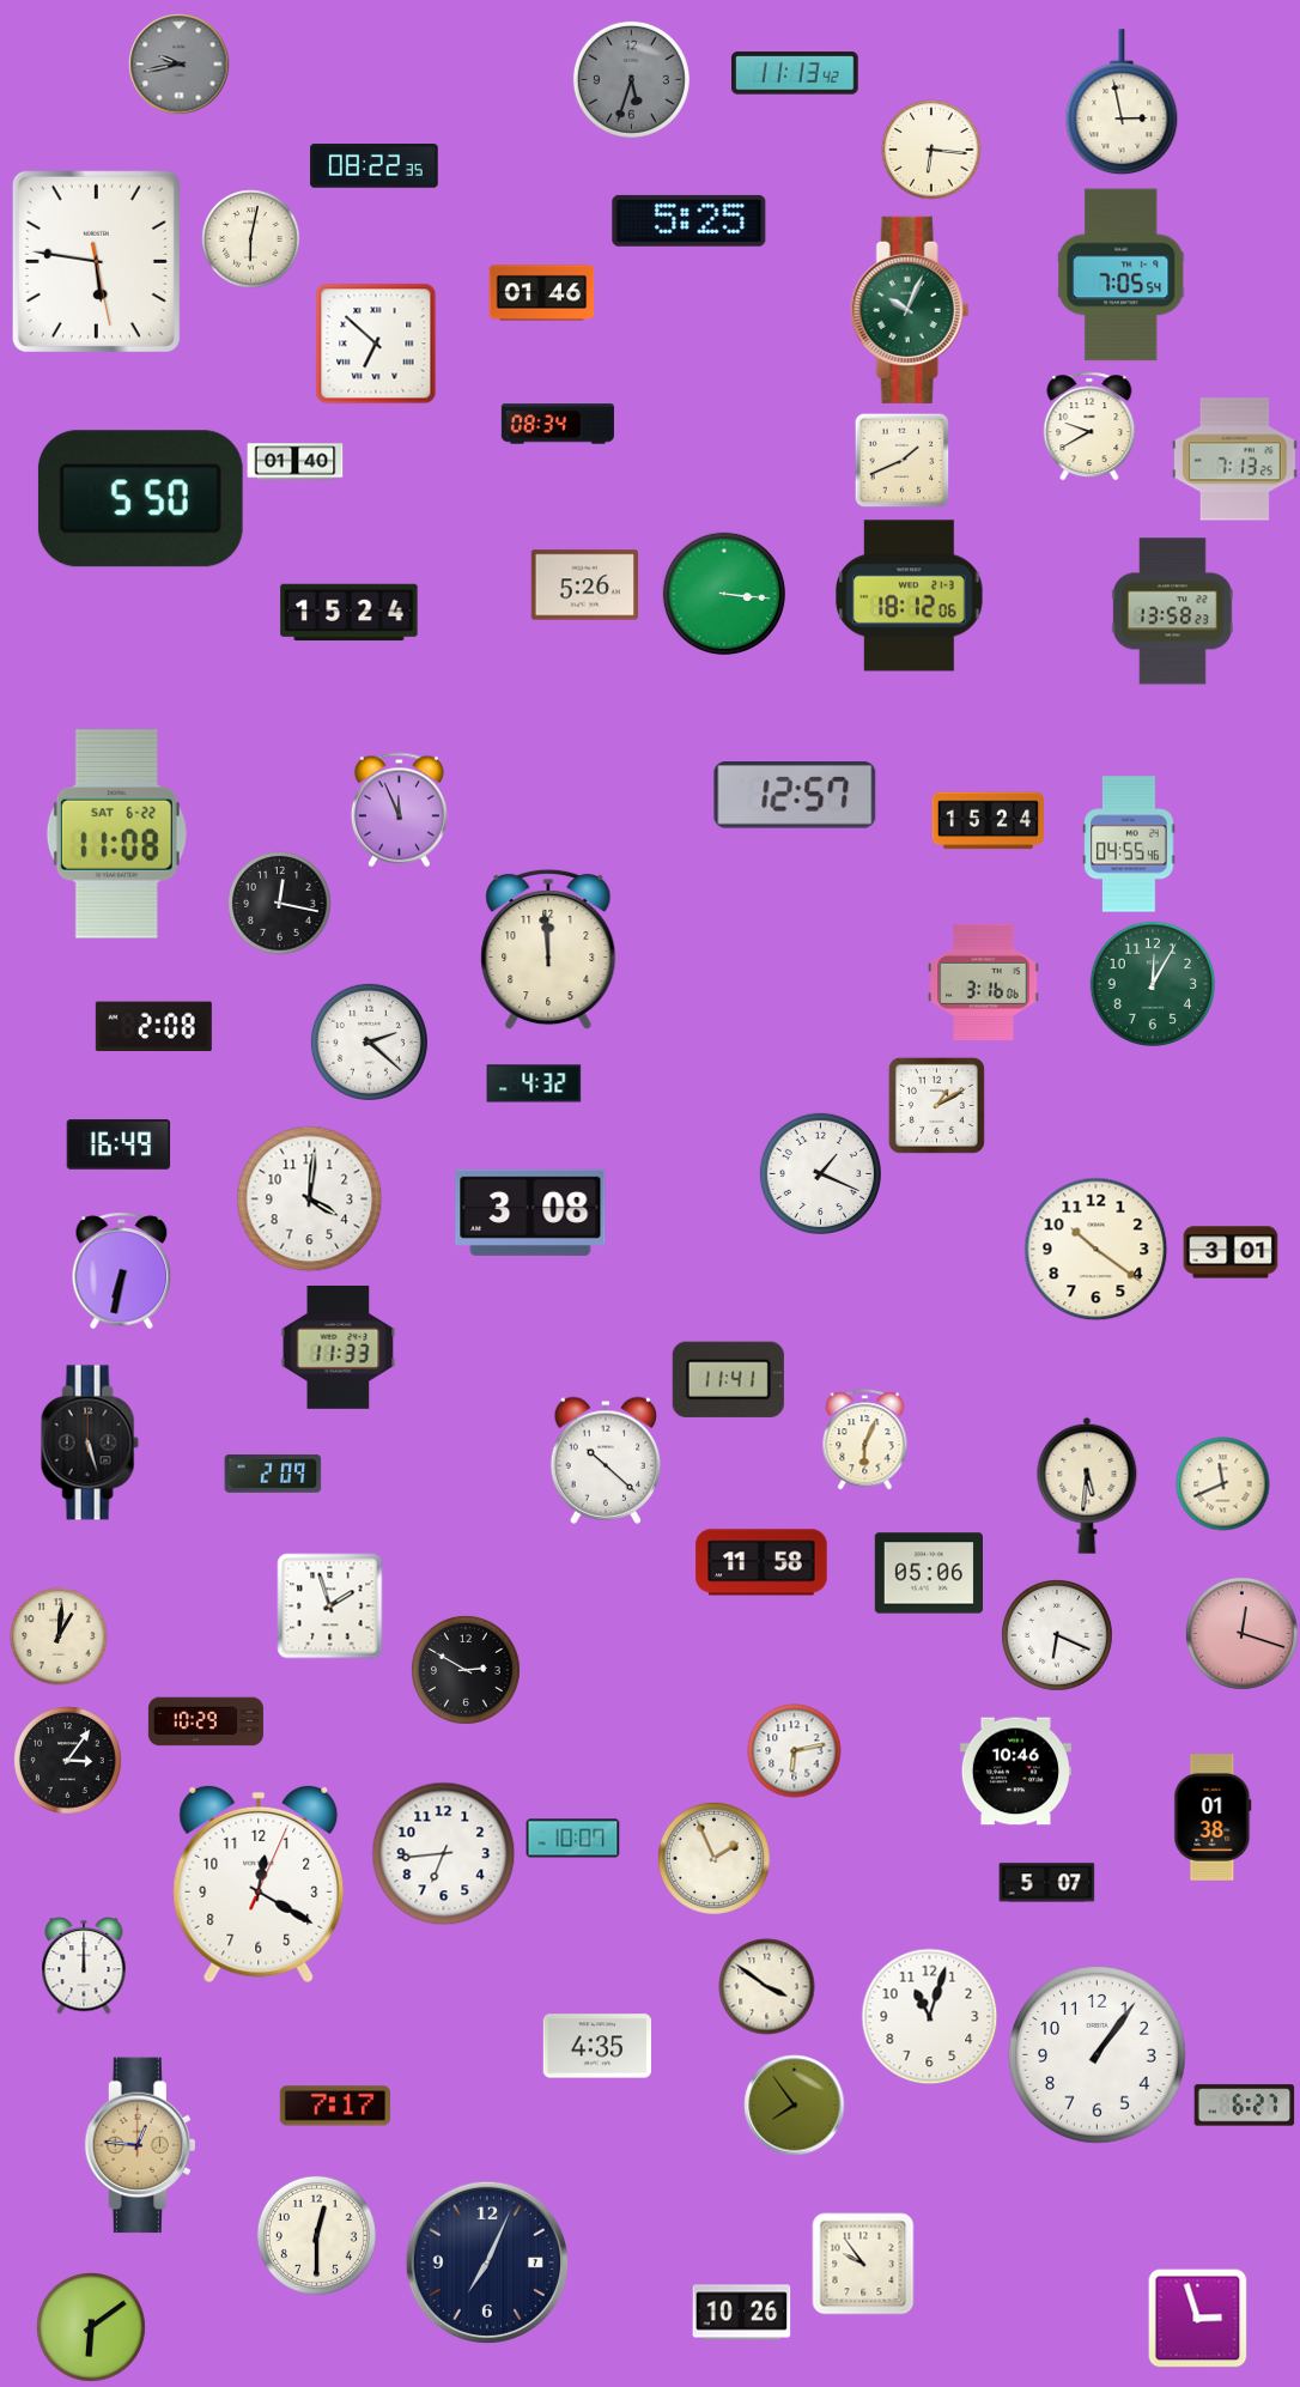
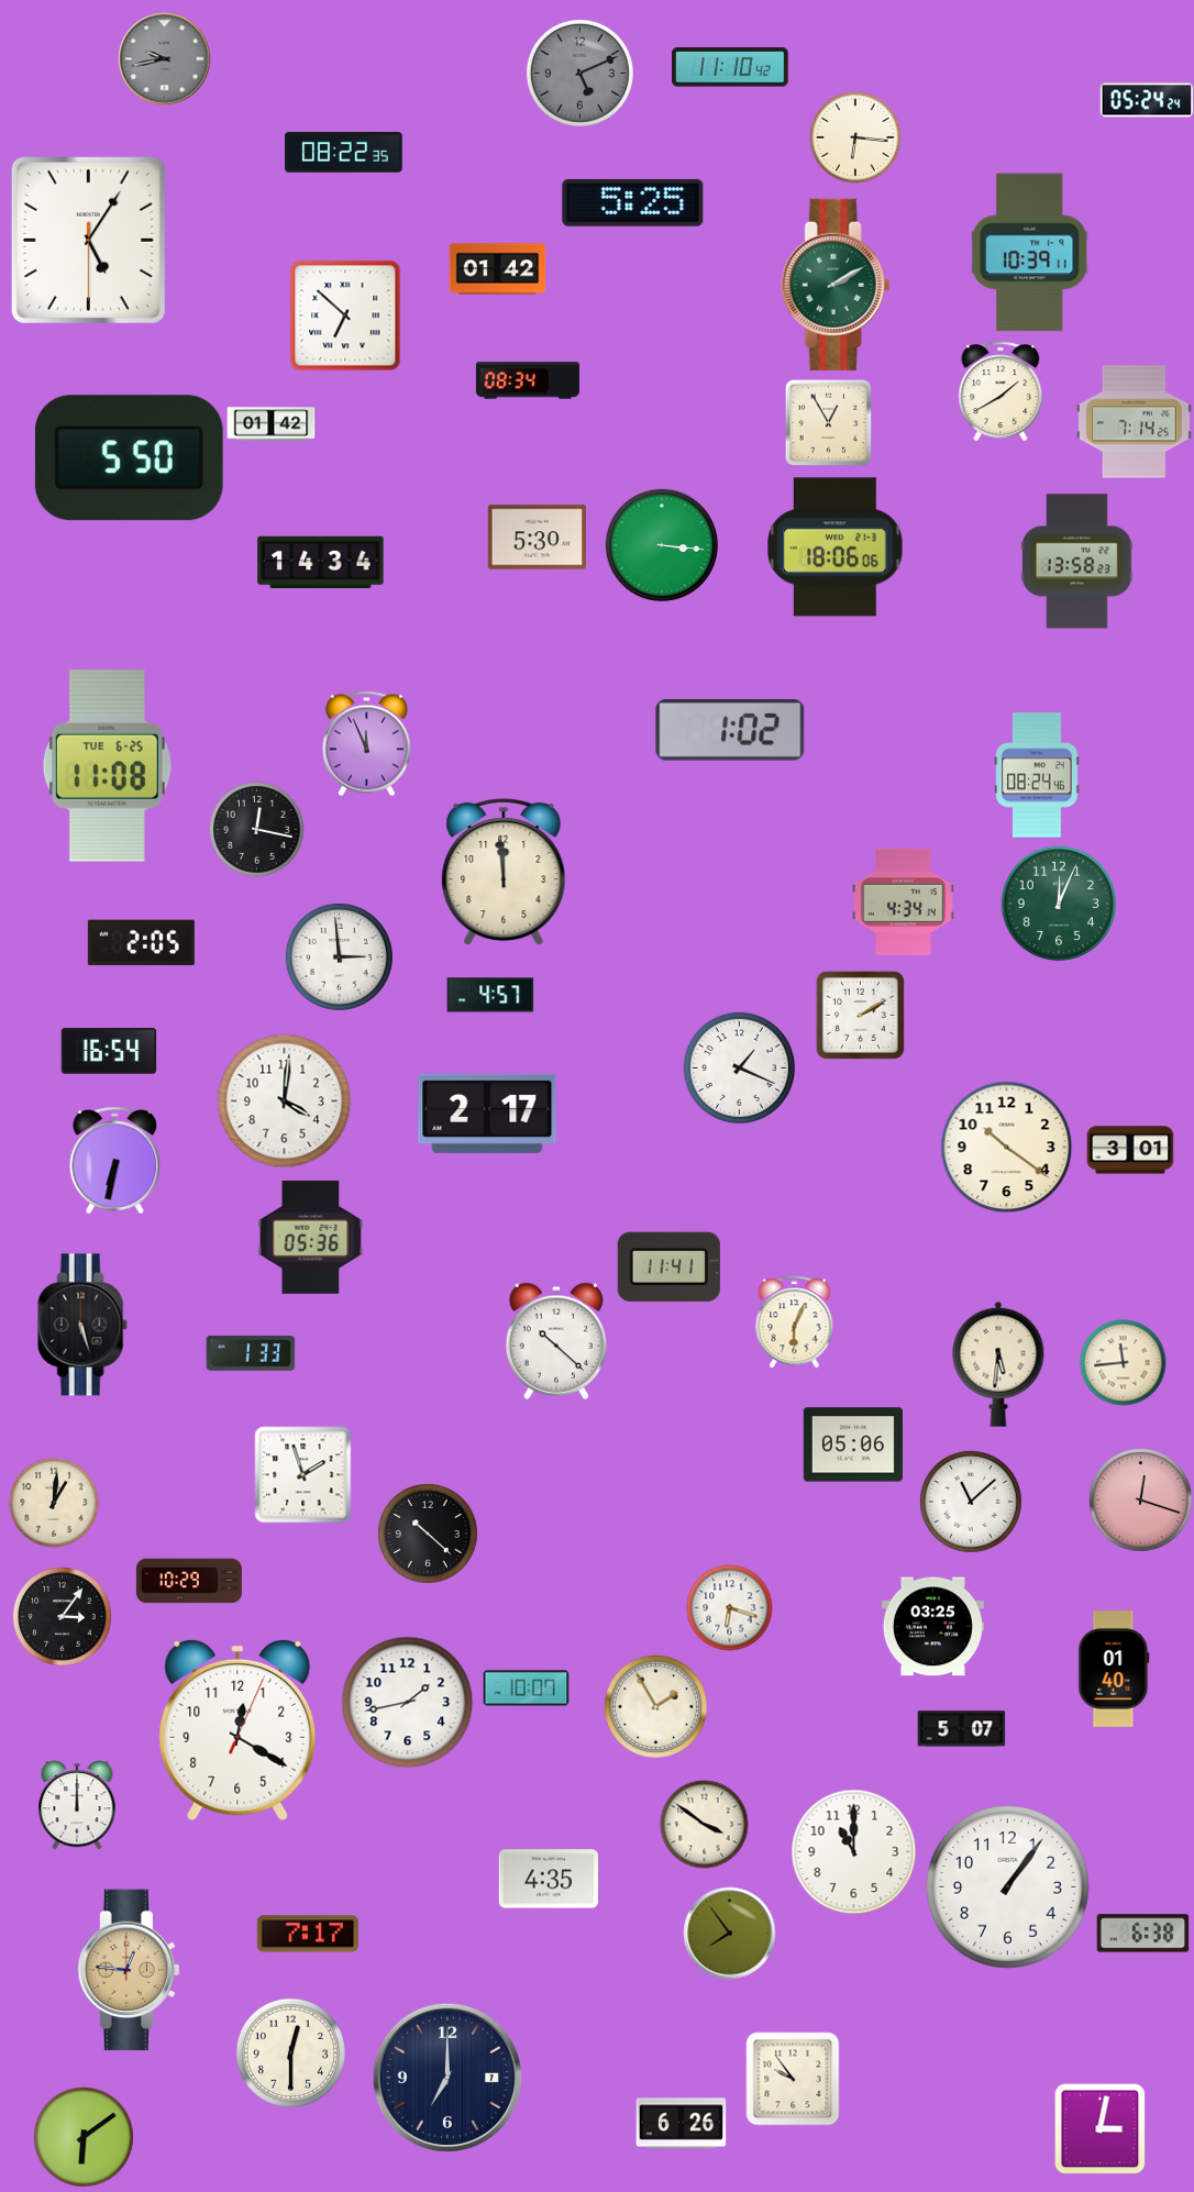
clock at (796, 73): 11:13 -> 11:10
clock at (631, 79): 5:33 -> 5:11
clock at (1122, 102): 2:58 -> none
clock at (1147, 100): none -> 05:24
clock at (250, 238): 6:02 -> none
clock at (96, 261): 5:46 -> 5:05
clock at (1122, 275): 7:05 -> 10:39
clock at (541, 293): 01:46 -> 01:42
clock at (910, 310): 10:04 -> 2:10
clock at (558, 424) position: (558, 424) -> (528, 380)
clock at (1089, 426): 9:40 -> 1:40
clock at (901, 460): 1:41 -> 12:55
clock at (1235, 460): 7:13 -> 7:14
clock at (294, 462): 01:40 -> 01:42
clock at (584, 585): 5:26 -> 5:30
clock at (724, 594) position: (724, 594) -> (662, 545)
clock at (910, 596): 18:12 -> 18:06
clock at (350, 613): 15:24 -> 14:34
clock at (795, 796): 12:57 -> 1:02
clock at (988, 821): 15:24 -> none
clock at (116, 834) date: SAT 6-22 -> TUE 6-25
clock at (1129, 844): 04:55 -> 08:24
clock at (984, 982): 3:16 -> 4:34
clock at (1152, 983): 12:05 -> 12:04
clock at (153, 1027): 2:08 -> 2:05
clock at (369, 1041): 2:22 -> 2:59
clock at (534, 1083): 4:32 -> 4:57
clock at (936, 1105): 1:10 -> 2:10
clock at (119, 1144): 16:49 -> 16:54
clock at (820, 1173) position: (820, 1173) -> (739, 1067)
clock at (530, 1213): 3:08 -> 2:17
clock at (122, 1270) position: (122, 1270) -> (115, 1160)
clock at (339, 1347): 11:33 -> 05:36
clock at (273, 1474): 2:09 -> 1:33
clock at (1222, 1483): 11:41 -> 11:44
clock at (761, 1562): 11:58 -> none
clock at (1057, 1635): 6:19 -> 11:08
clock at (466, 1670): 2:50 -> 10:22
clock at (794, 1750): 6:13 -> 6:18
clock at (1015, 1772): 10:46 -> 03:25
clock at (1213, 1817): 01:38 -> 01:40
clock at (443, 1853): 6:44 -> 1:43
clock at (713, 1858): 1:56 -> 1:55
clock at (929, 2016): 11:03 -> 11:00
clock at (1244, 2106): 6:27 -> 6:38
clock at (487, 2263): 7:04 -> 7:00
clock at (741, 2313): 10:26 -> 6:26
clock at (1197, 2318): 2:57 -> 3:02
